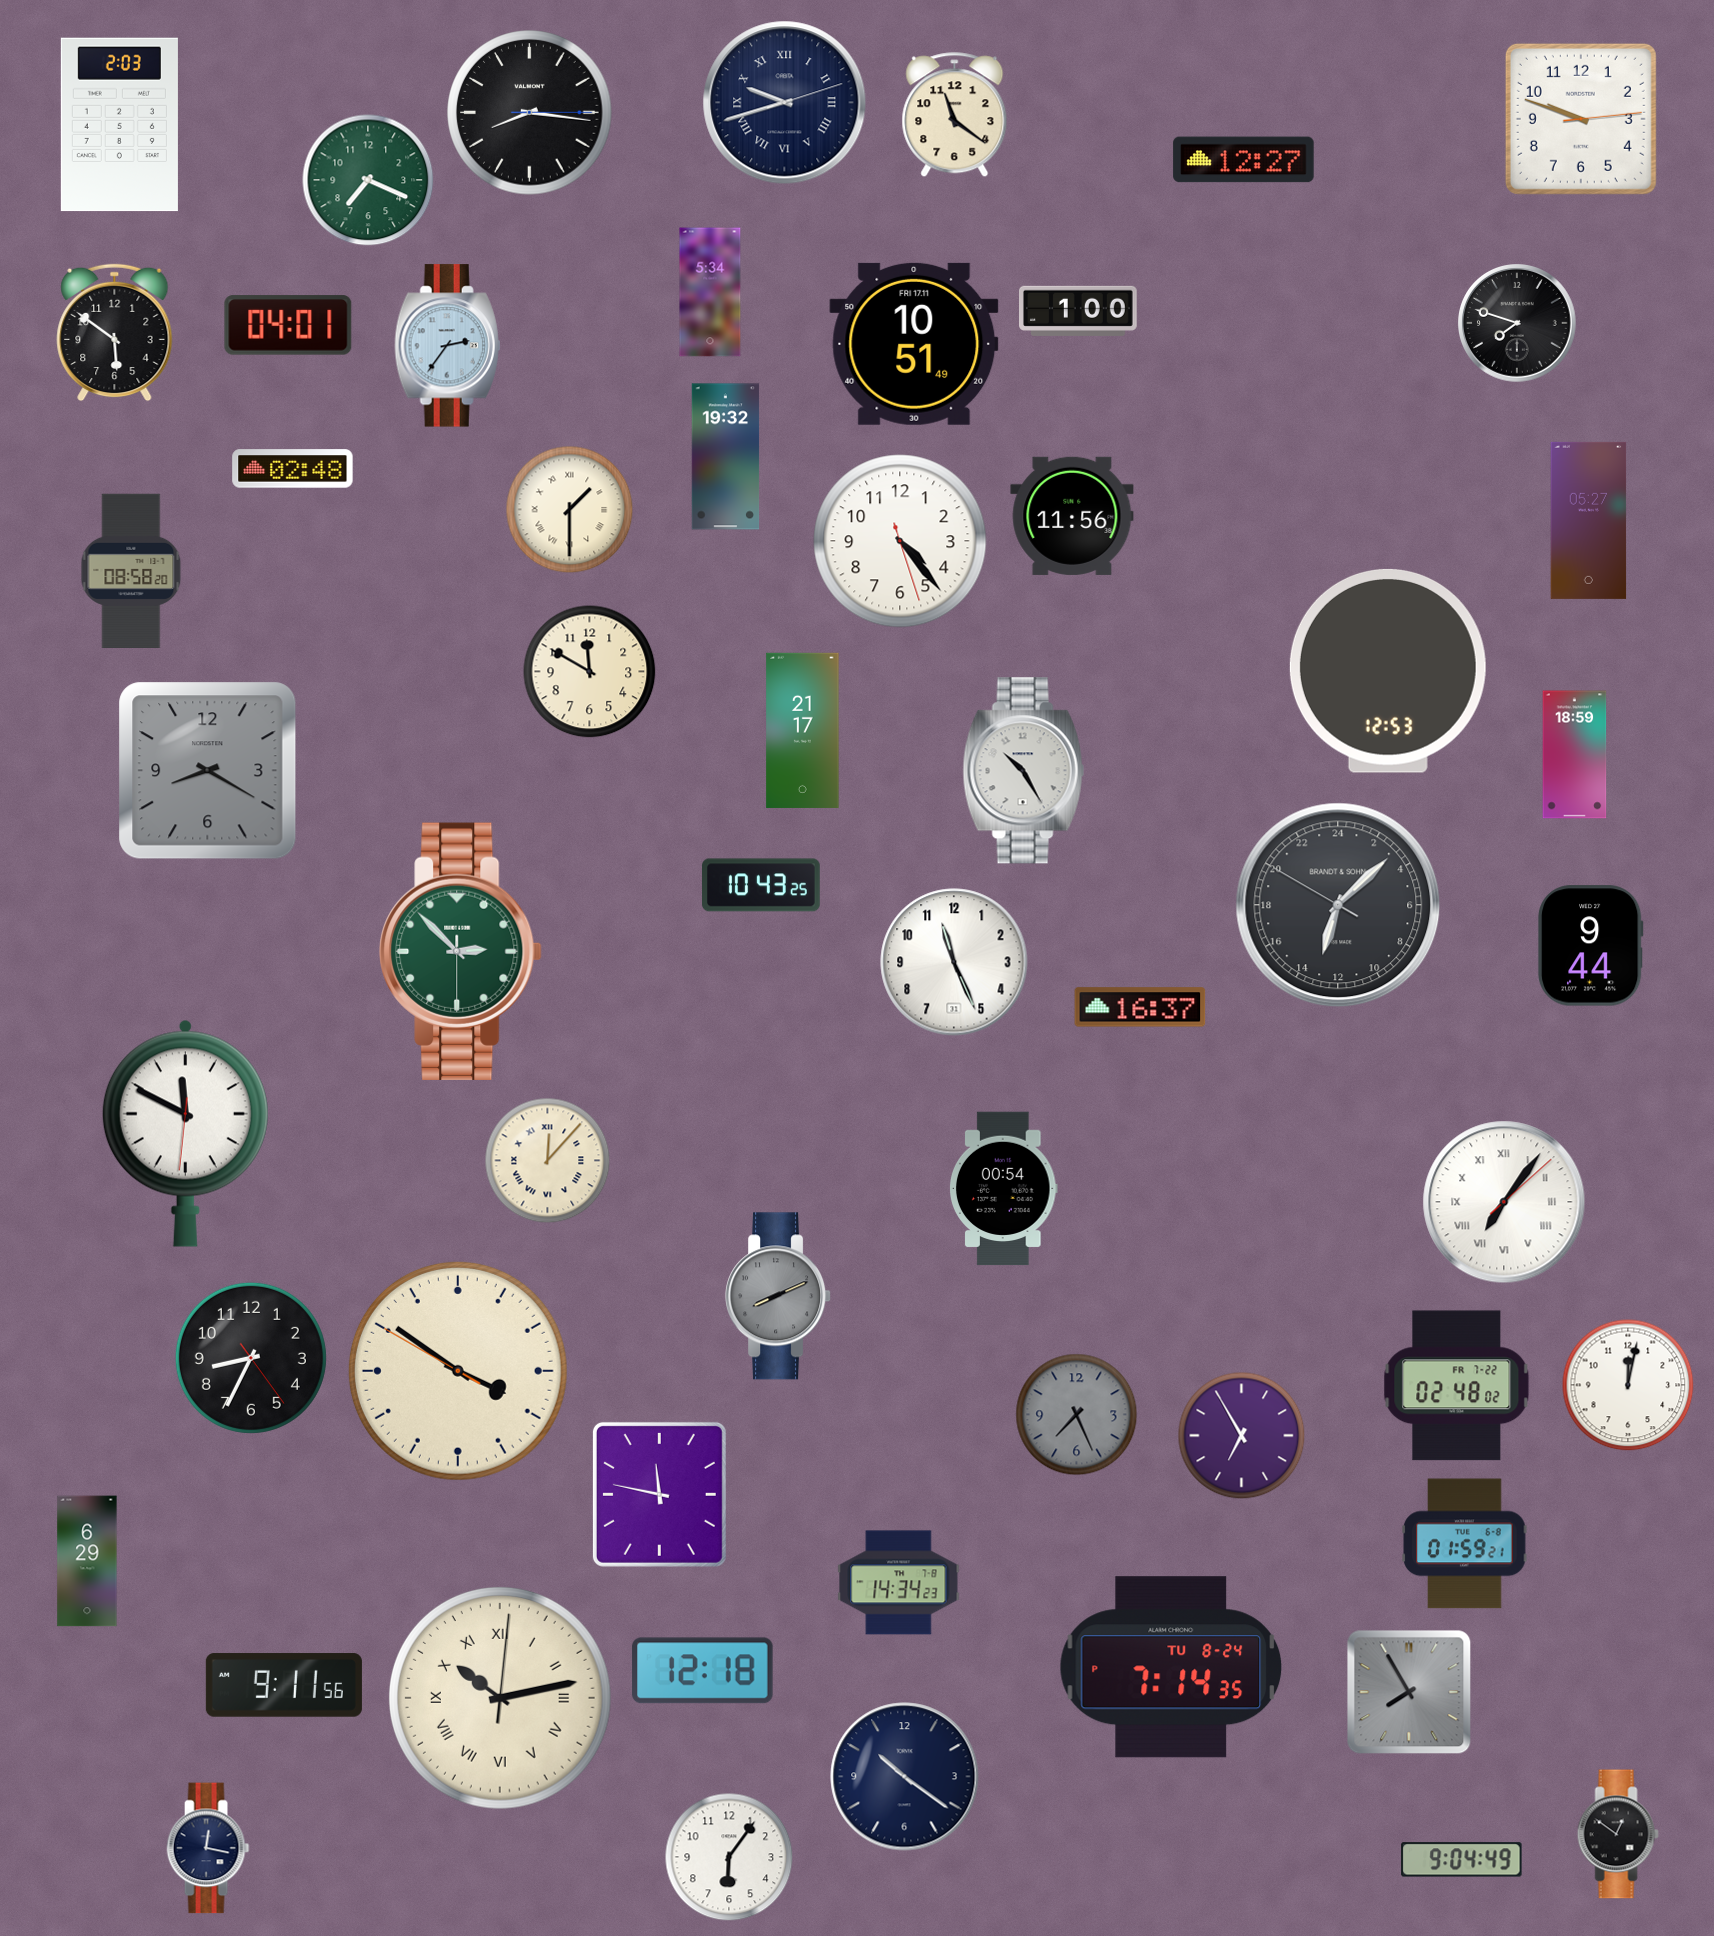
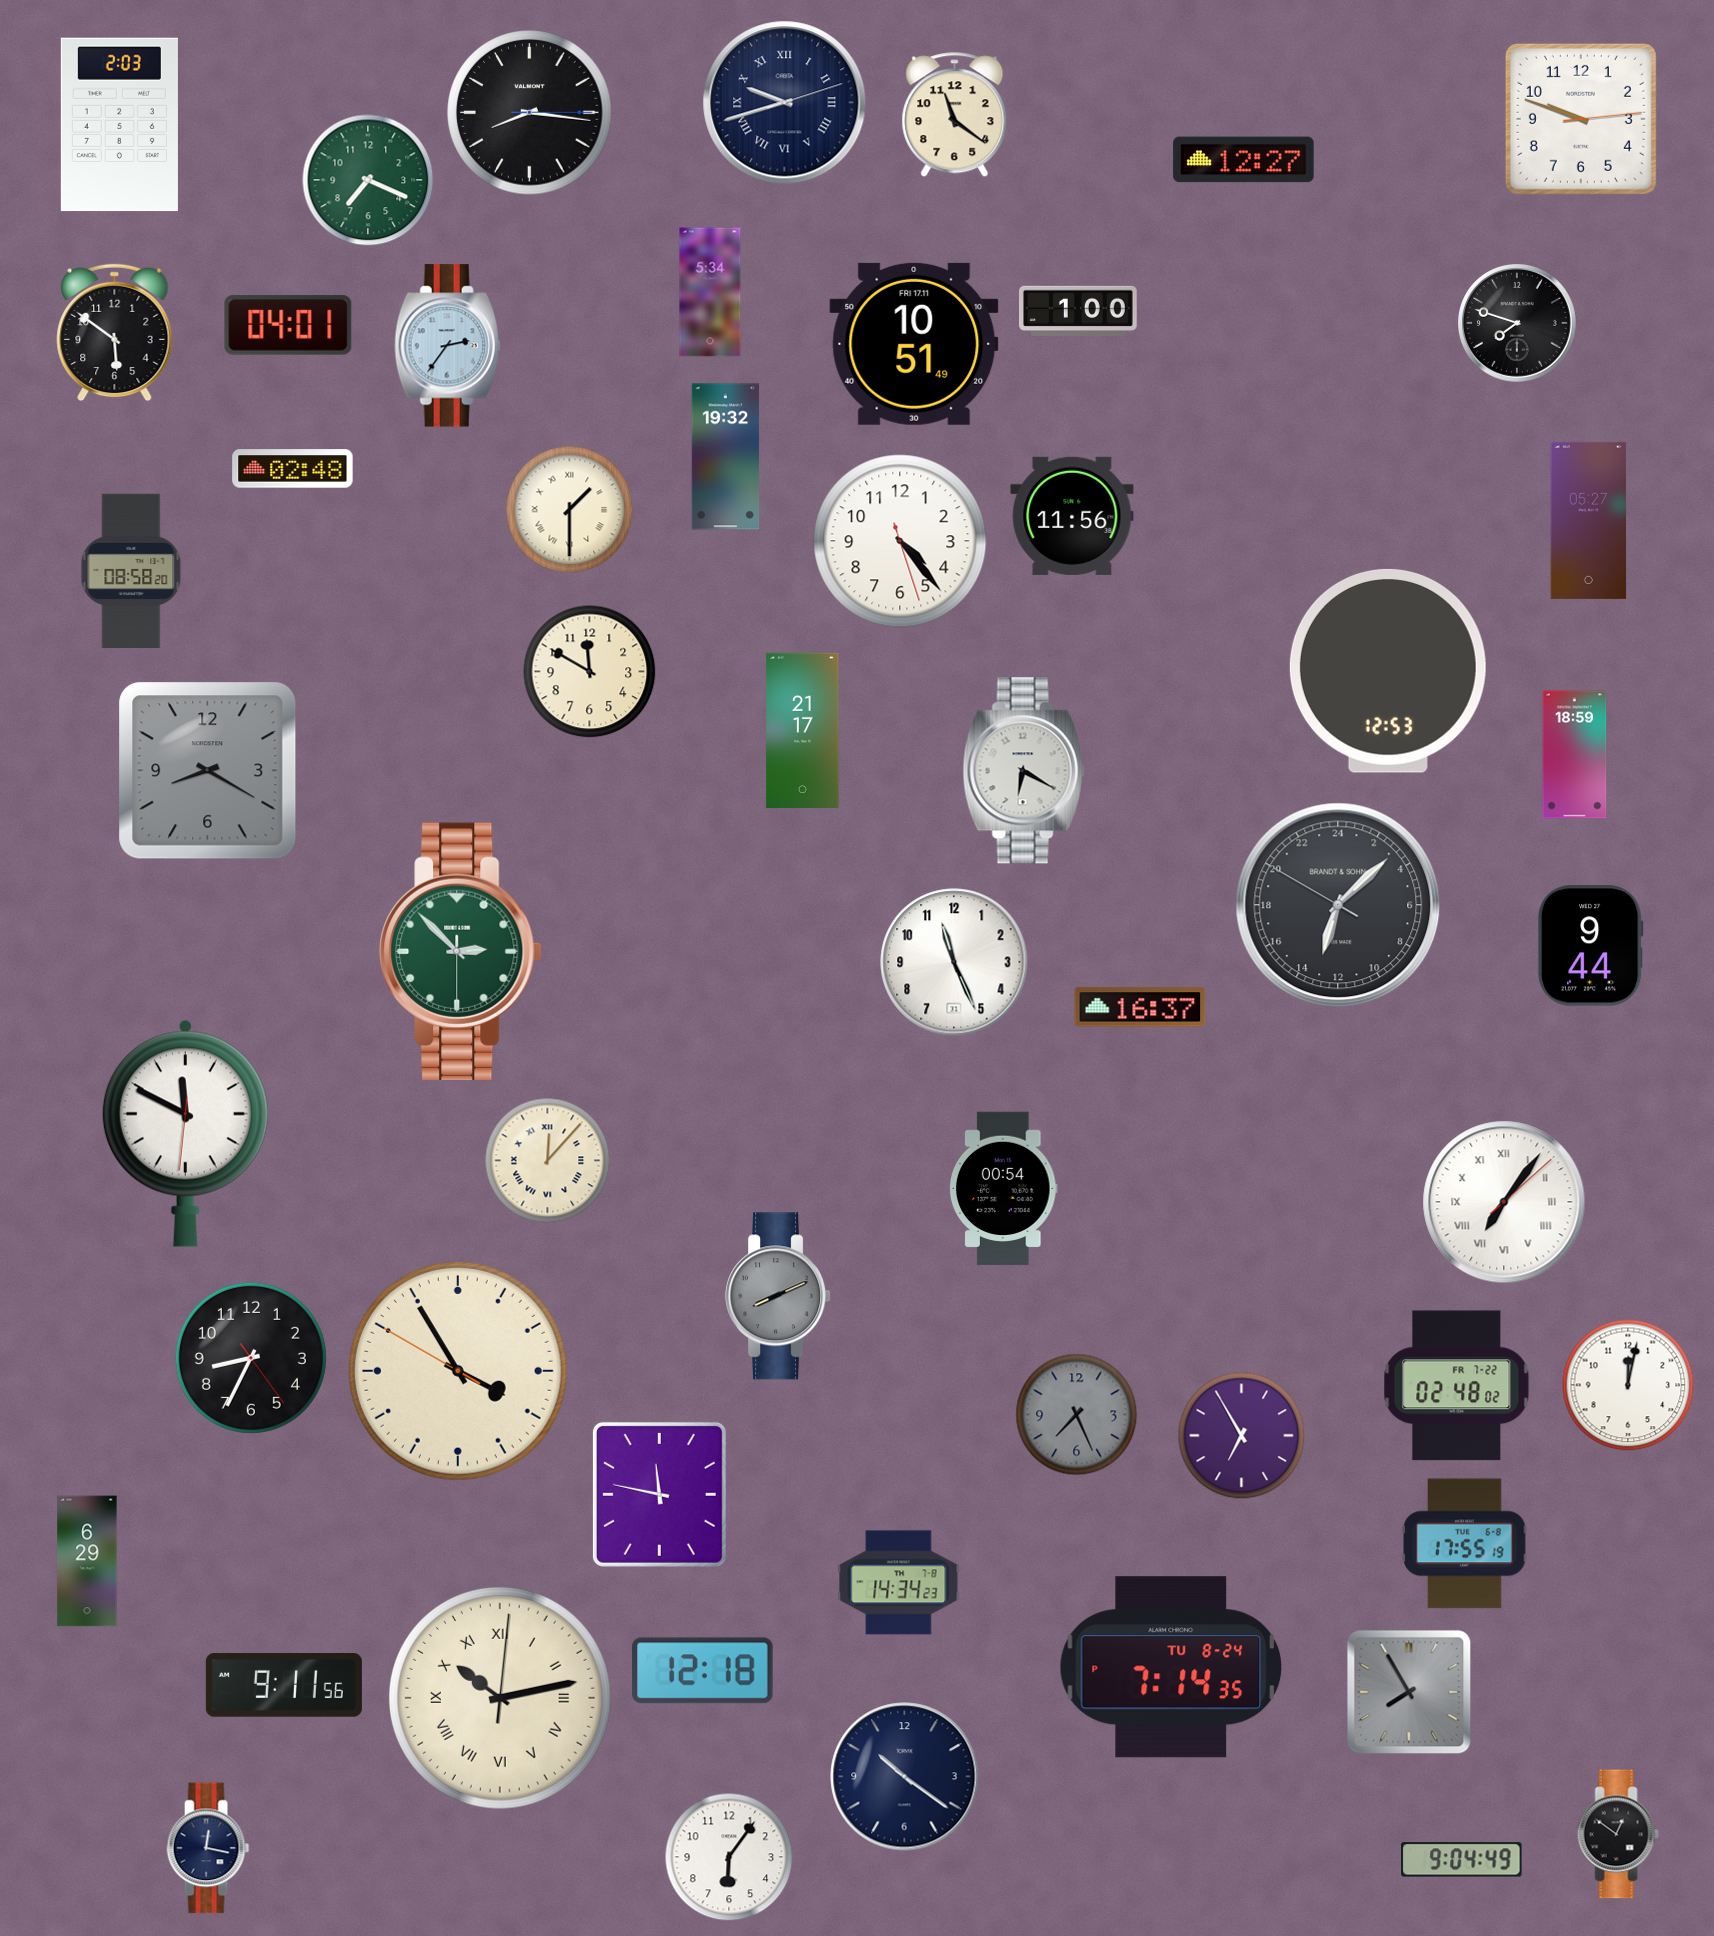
clock at (1024, 771): 10:25 -> 6:20
clock at (762, 885): 10:43 -> none
clock at (458, 1371): 3:50 -> 3:54
clock at (1465, 1544): 01:59 -> 17:55
